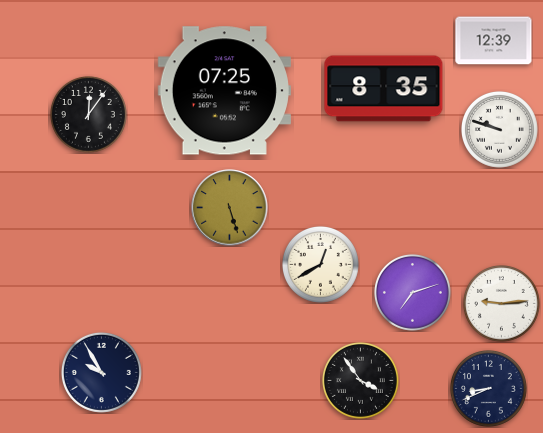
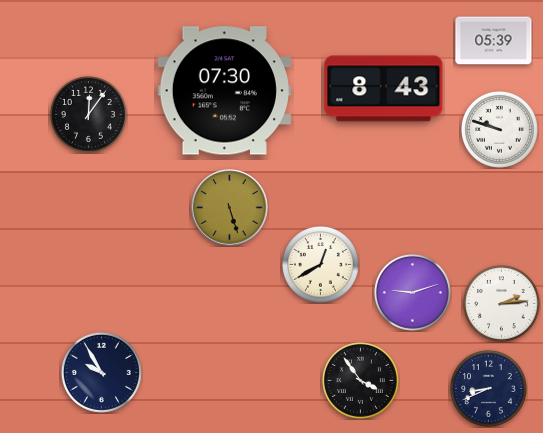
clock at (494, 41): 12:39 -> 05:39
clock at (384, 89): 8:35 -> 8:43
clock at (224, 91): 07:25 -> 07:30
clock at (412, 292): 7:12 -> 9:12
clock at (501, 303): 9:14 -> 2:14
